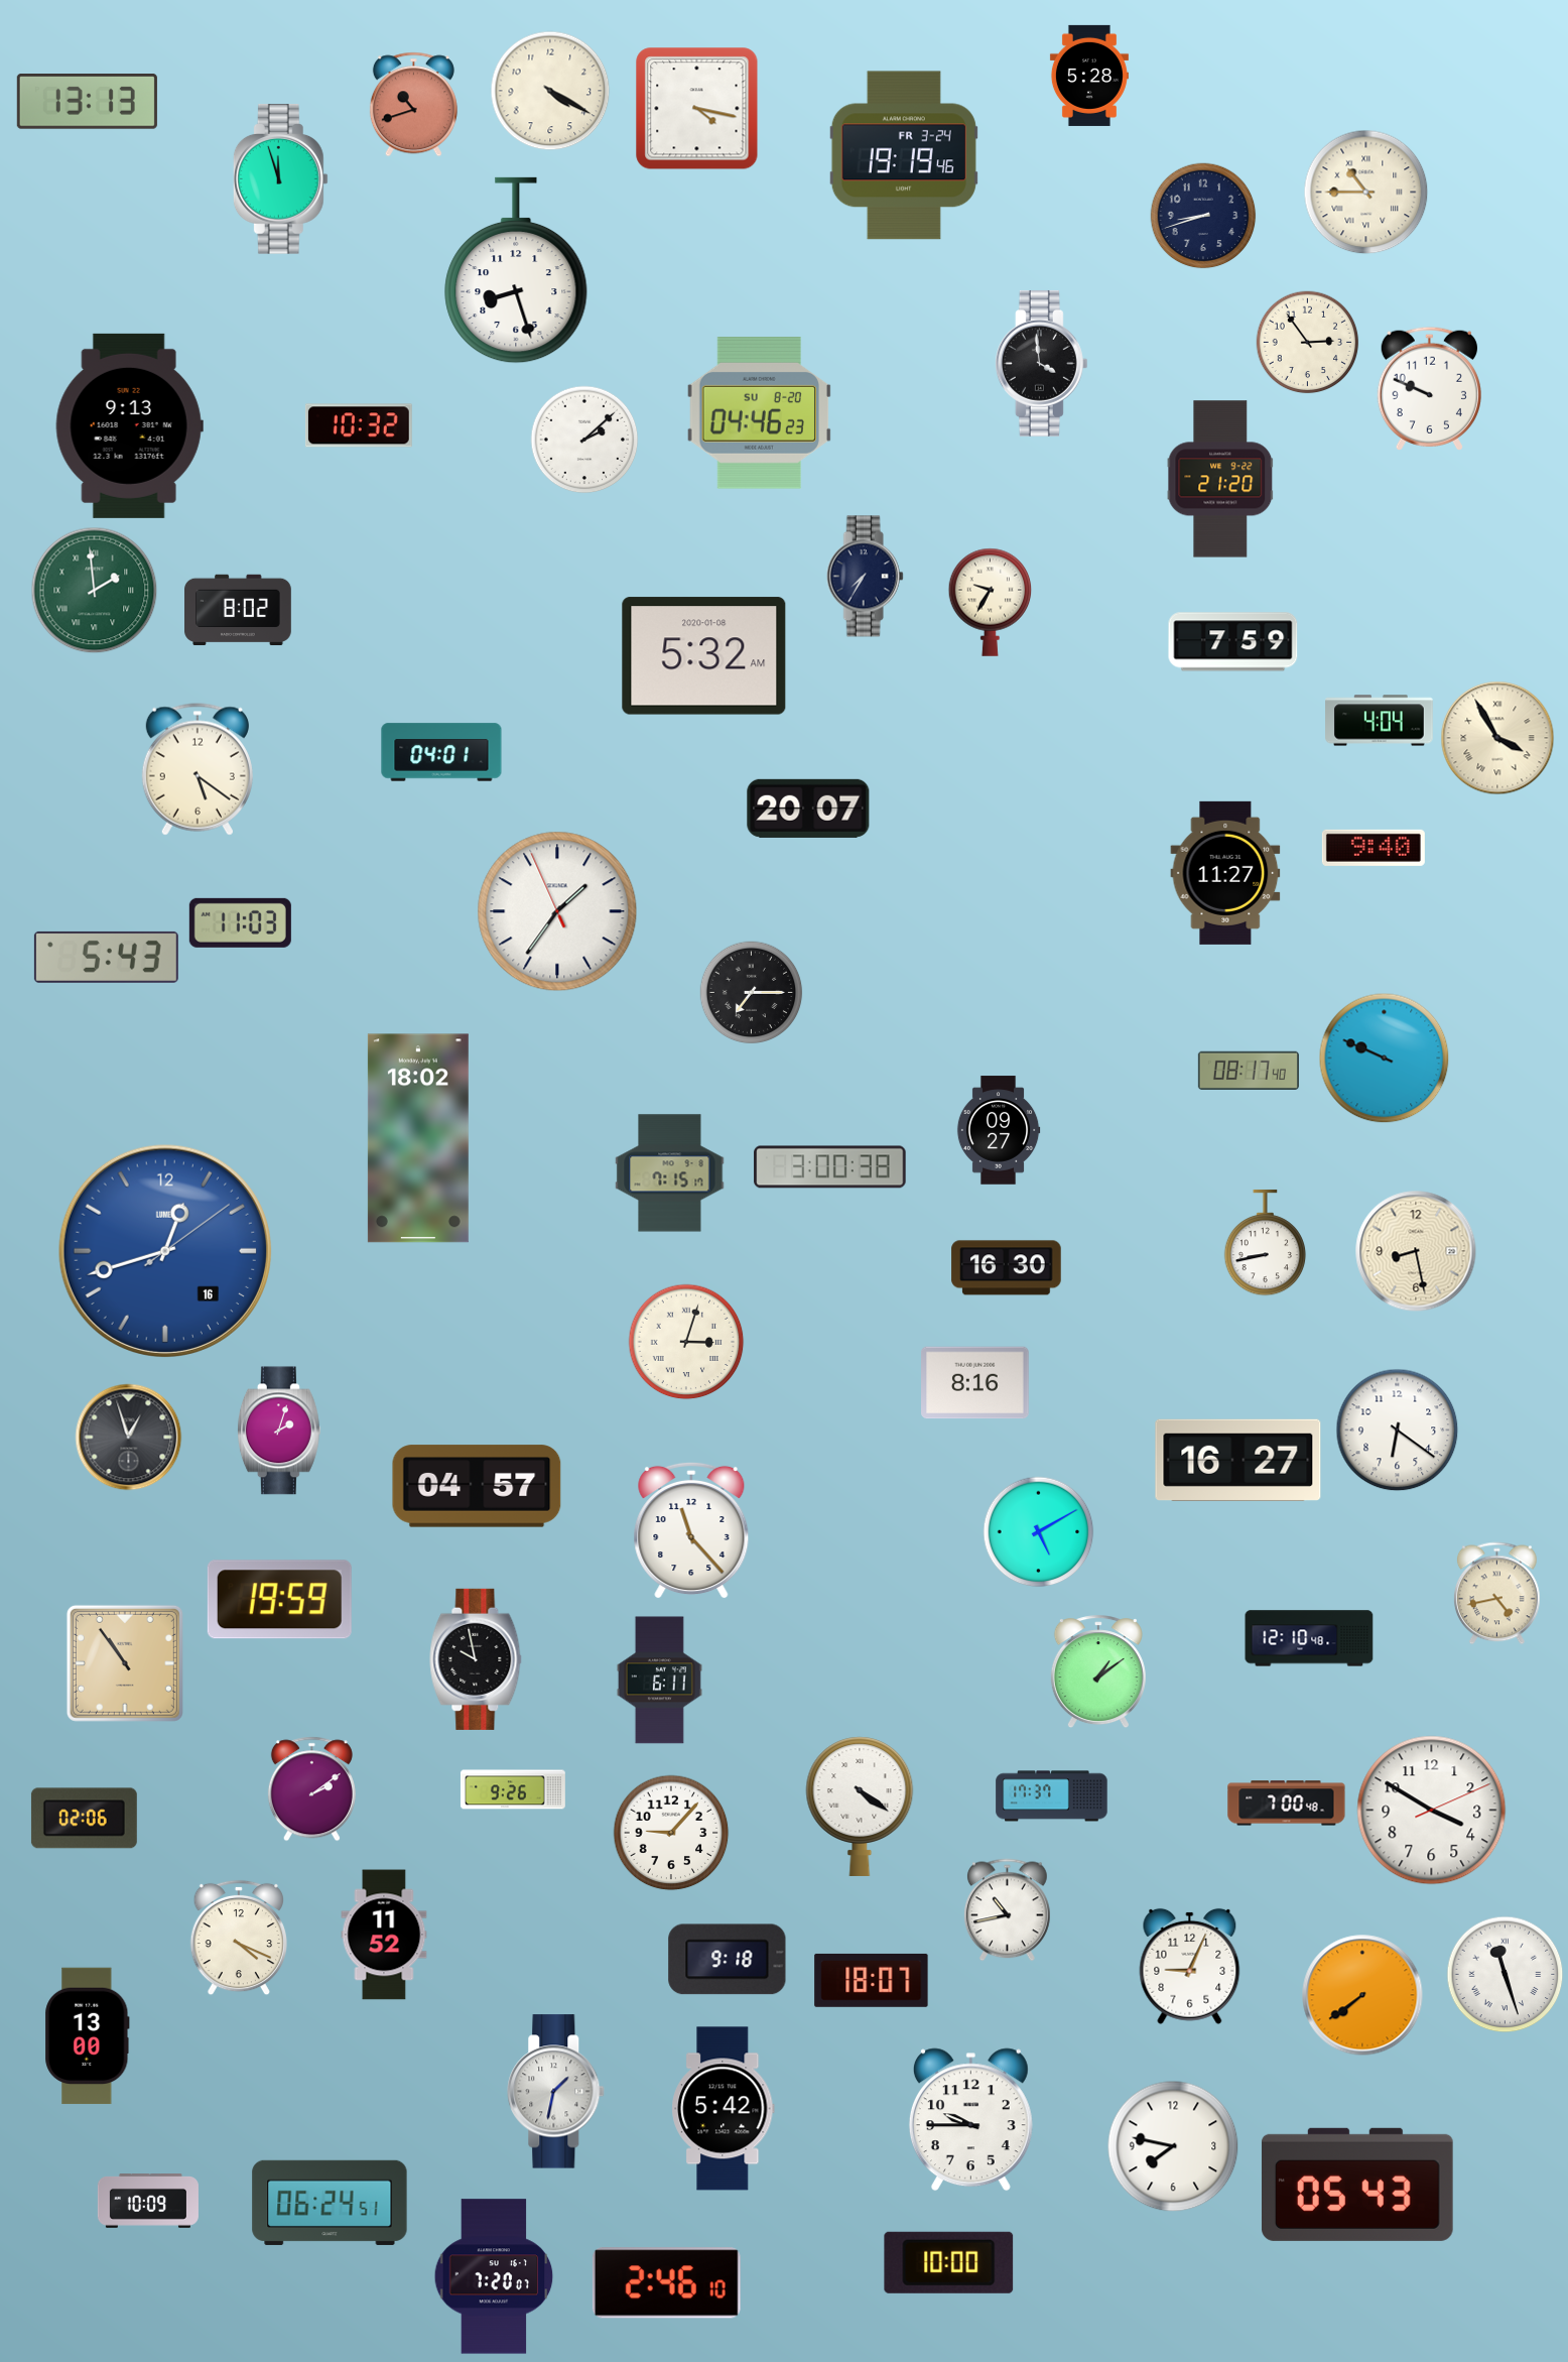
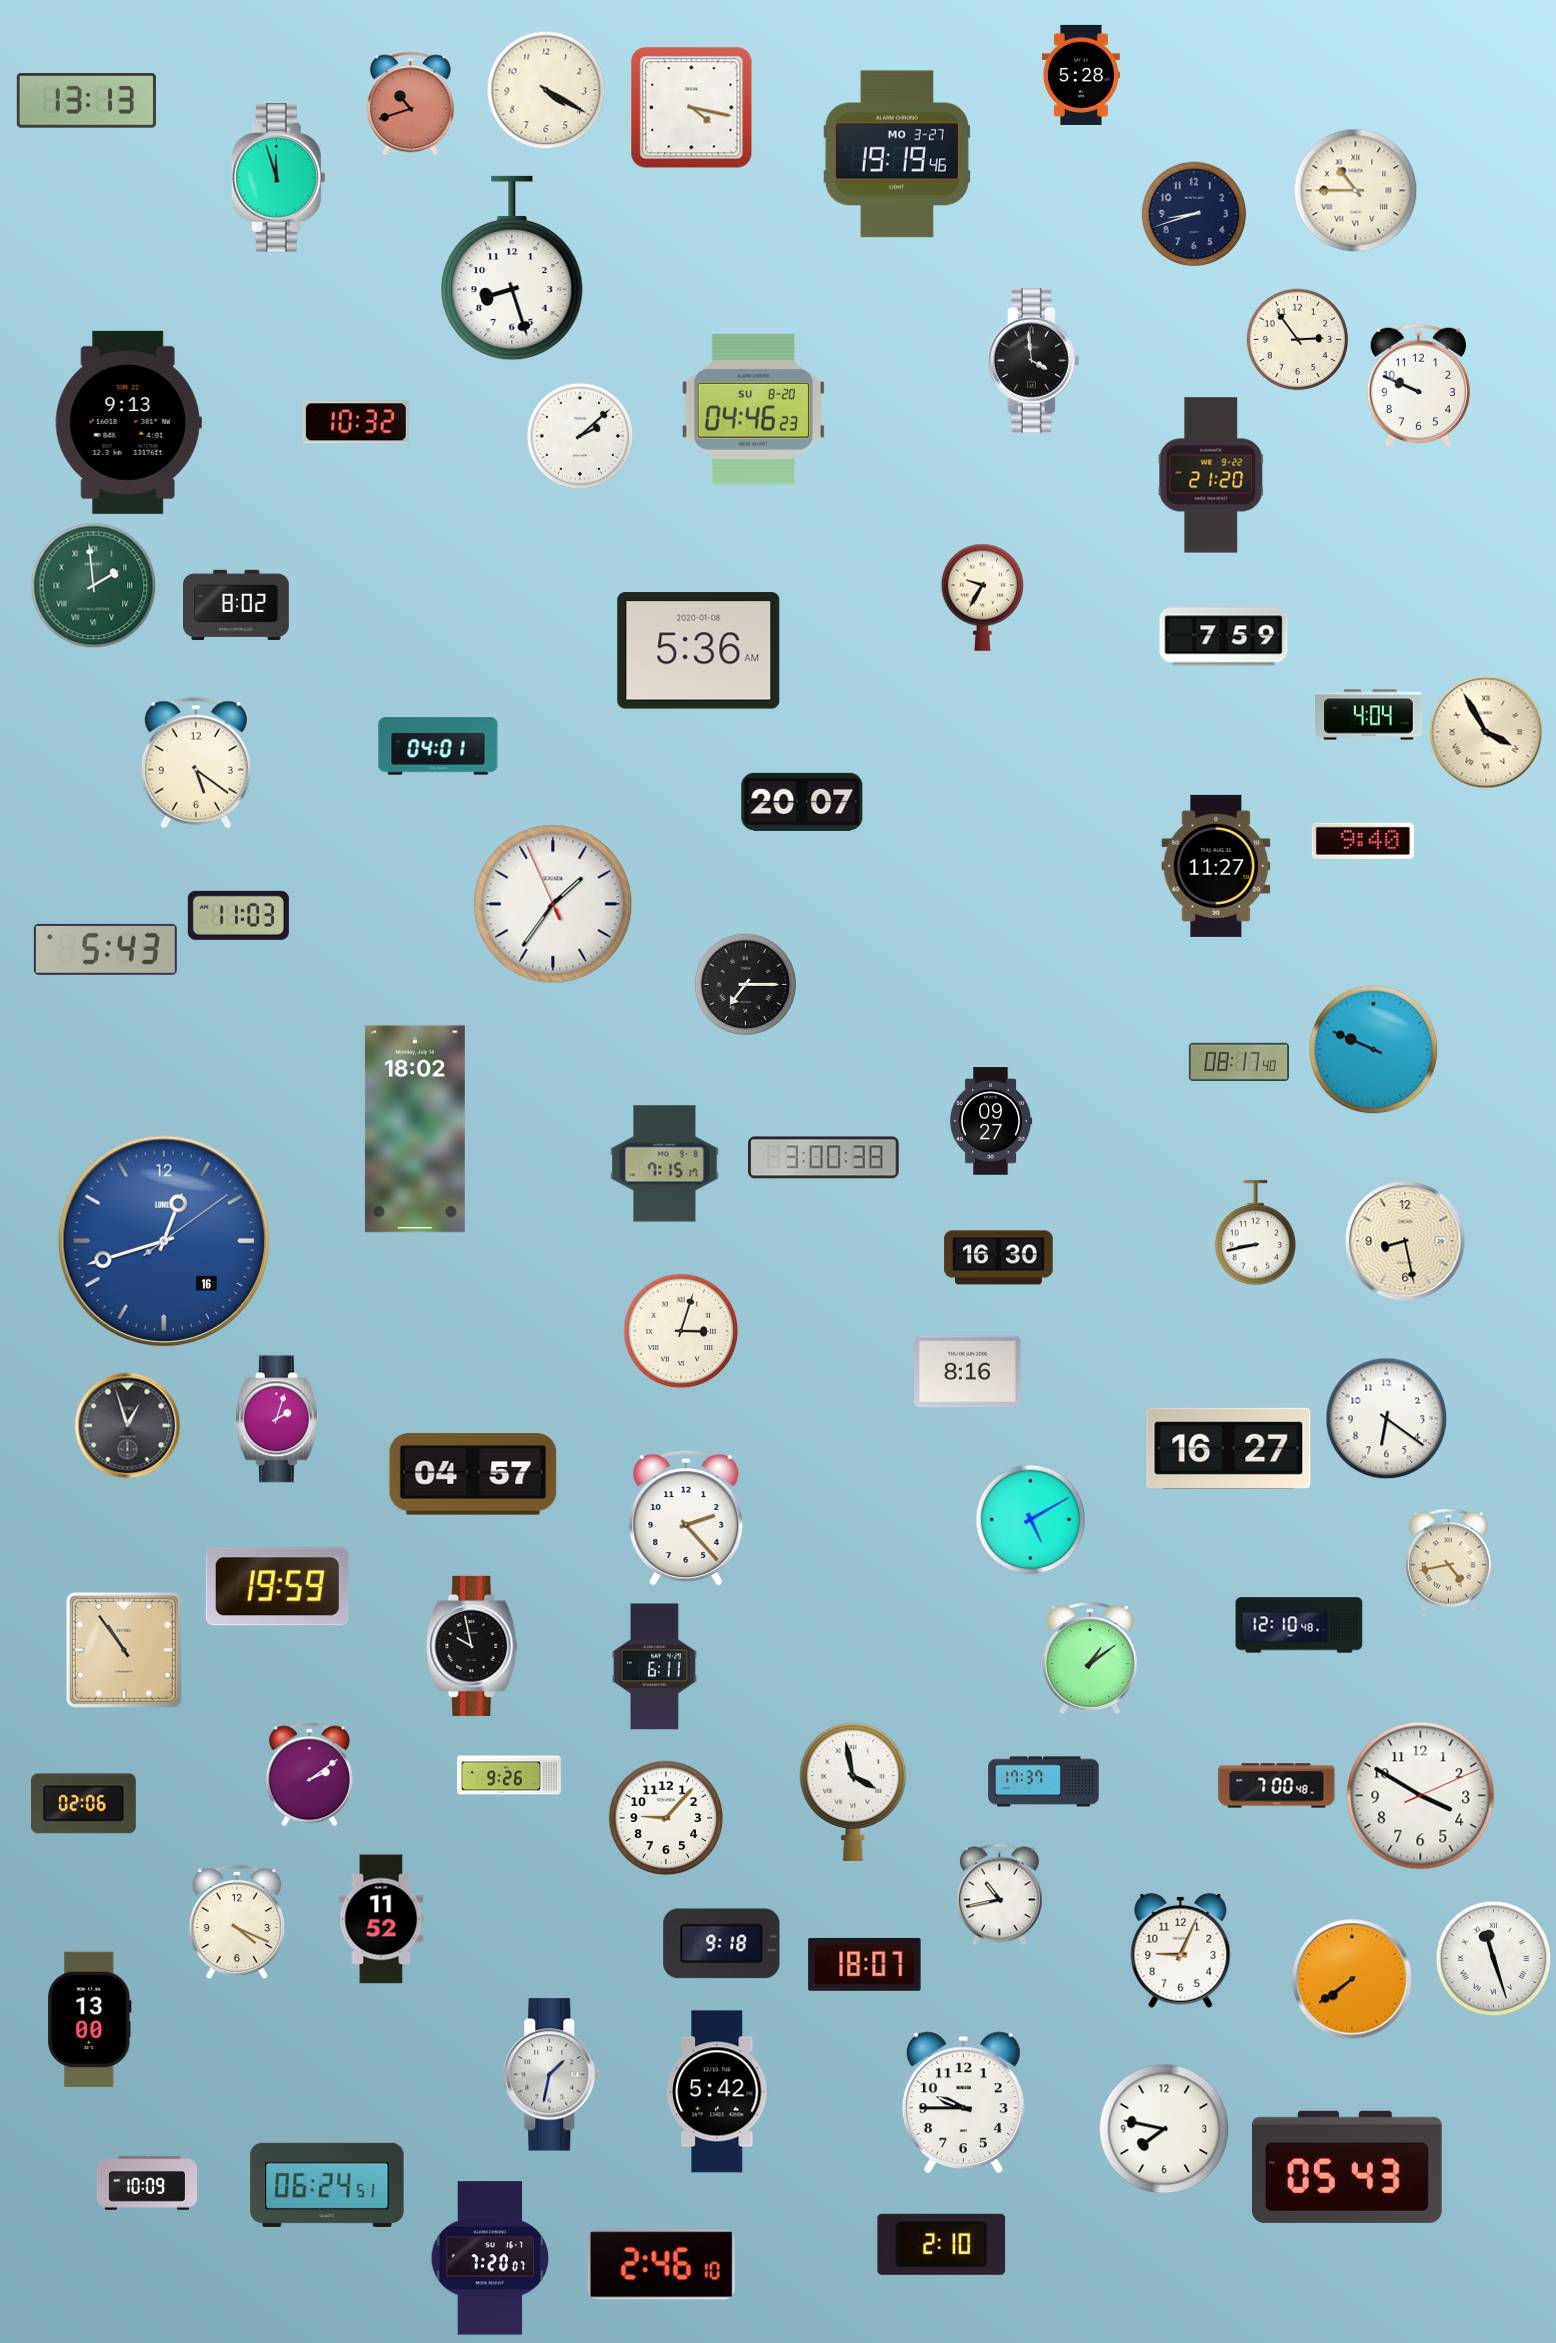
clock at (904, 155) date: FR 3-24 -> MO 3-27
clock at (865, 577): 7:35 -> none
clock at (704, 656): 5:32 -> 5:36
clock at (691, 1530): 11:23 -> 2:23
clock at (1497, 1594) position: (1497, 1594) -> (1449, 1560)
clock at (1287, 1804) position: (1287, 1804) -> (1277, 1786)
clock at (860, 1807): 4:21 -> 3:58
clock at (88, 2036) position: (88, 2036) -> (90, 2020)
clock at (949, 2262): 10:00 -> 2:10
